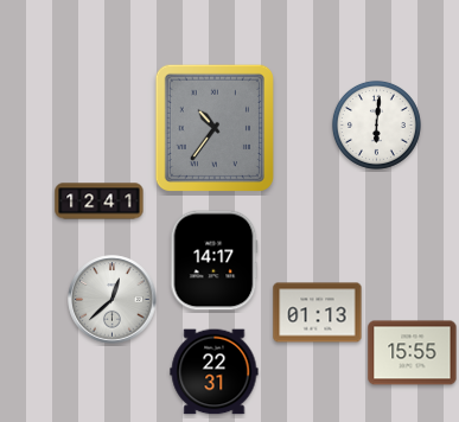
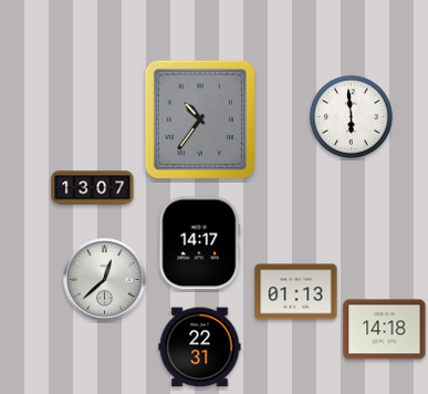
clock at (376, 124): 6:01 -> 5:59
clock at (100, 202): 12:41 -> 13:07
clock at (413, 353): 15:55 -> 14:18
